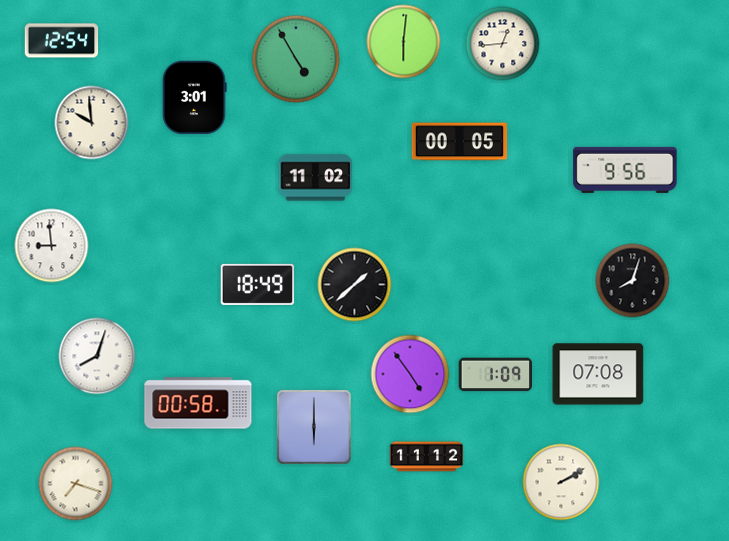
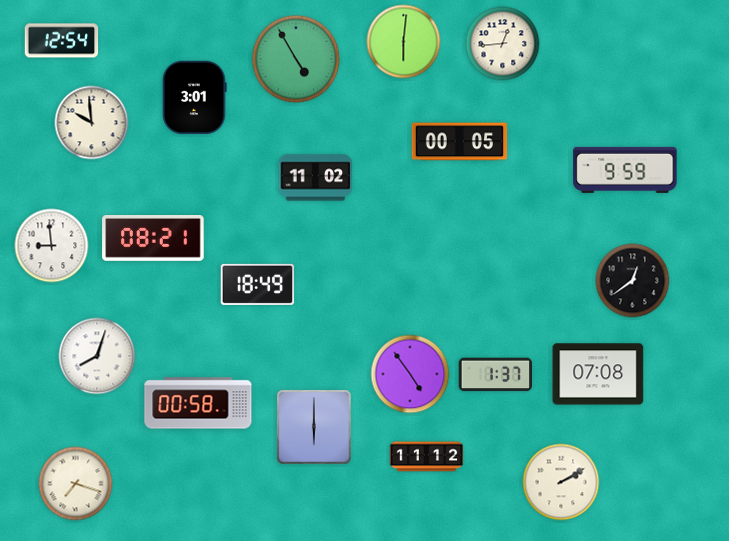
clock at (625, 170): 9:56 -> 9:59
clock at (153, 239): none -> 08:21
clock at (633, 281): 8:03 -> 12:39
clock at (355, 285): 1:38 -> none
clock at (495, 375): 1:09 -> 1:37
